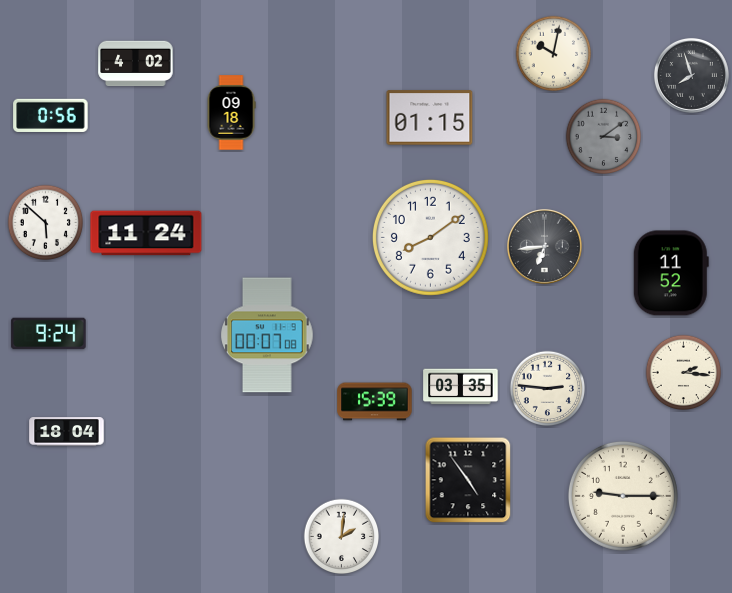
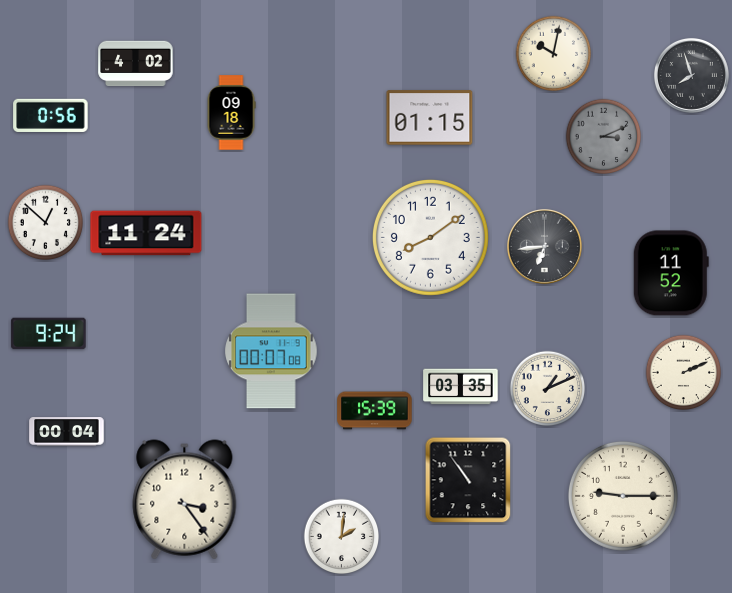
clock at (604, 137): 3:09 -> 3:11
clock at (46, 223): 5:52 -> 12:52
clock at (267, 335) position: (267, 335) -> (271, 351)
clock at (684, 373): 2:16 -> 2:11
clock at (548, 389): 2:46 -> 1:11
clock at (375, 402) position: (375, 402) -> (375, 411)
clock at (67, 432): 18:04 -> 00:04
clock at (468, 480): 4:54 -> 10:54
clock at (185, 500): none -> 3:24
